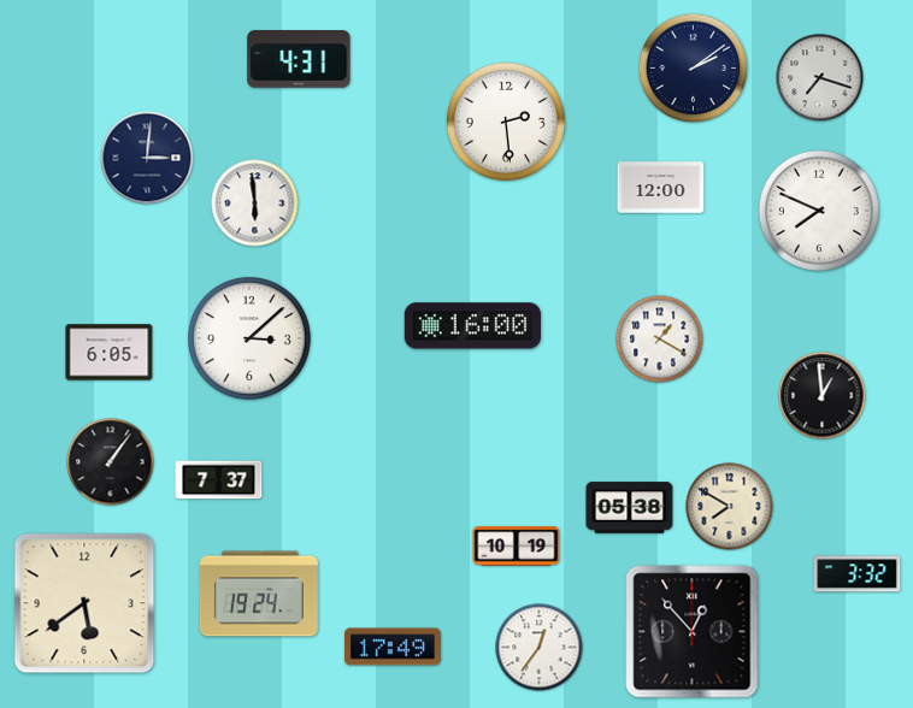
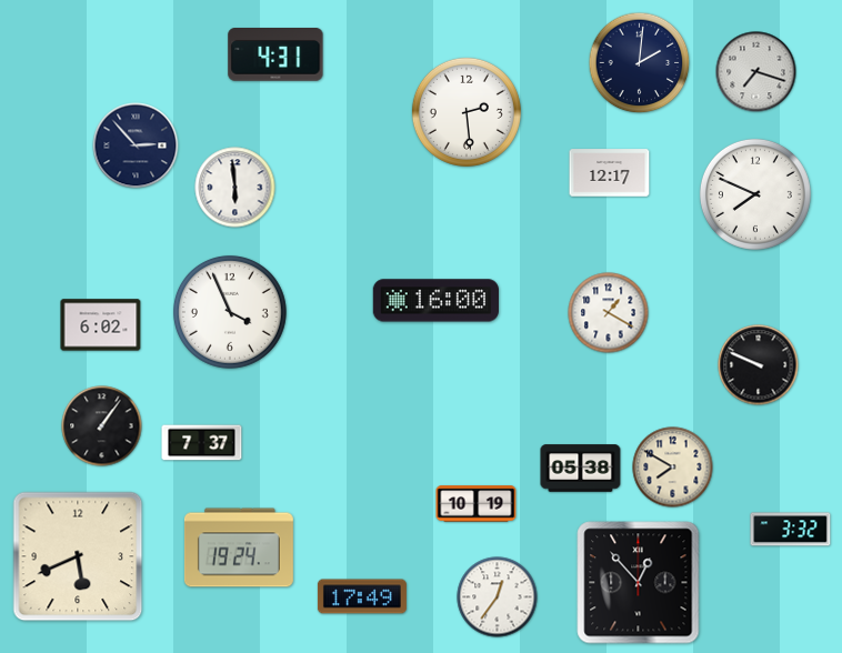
clock at (694, 69): 2:09 -> 2:01
clock at (147, 158): 3:01 -> 2:53
clock at (661, 188): 12:00 -> 12:17
clock at (249, 338): 3:08 -> 3:56
clock at (110, 353): 6:05 -> 6:02
clock at (823, 396): 12:59 -> 9:49
clock at (84, 603): 5:39 -> 5:41
